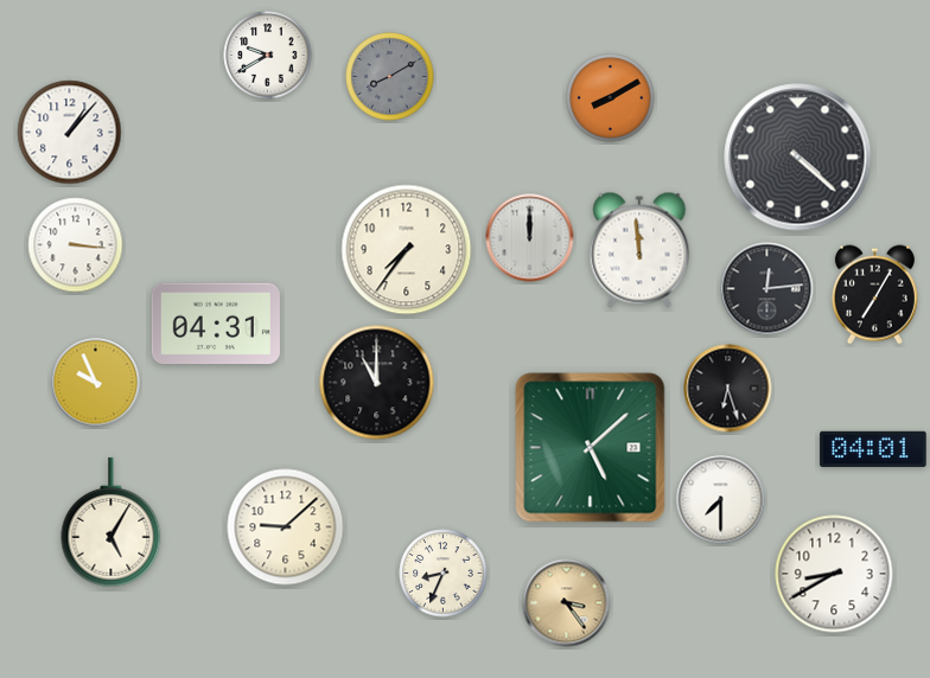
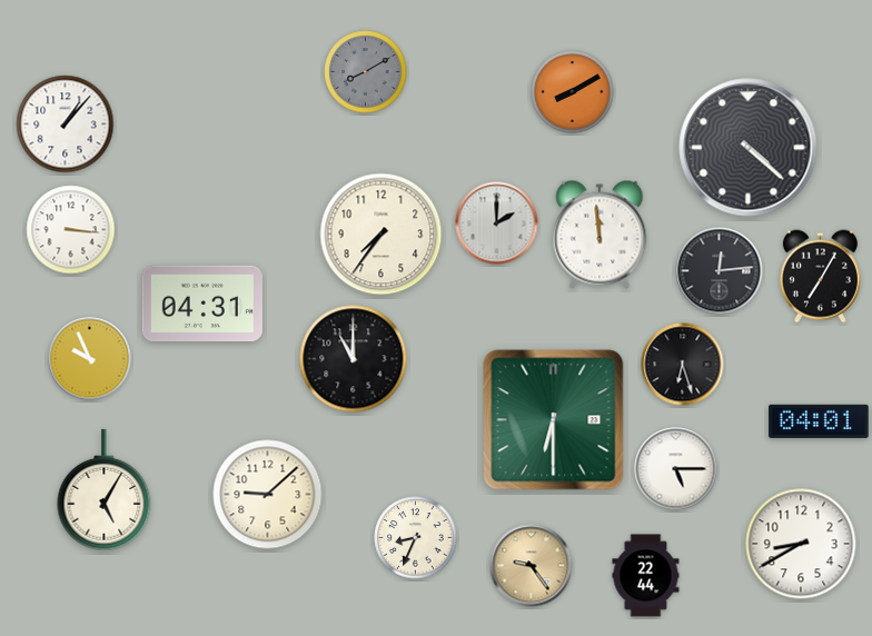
clock at (268, 56): 9:40 -> none
clock at (530, 238): 12:00 -> 2:00
clock at (591, 448): 5:08 -> 6:30
clock at (721, 500): 7:30 -> 5:15
clock at (834, 574) position: (834, 574) -> (801, 544)
clock at (567, 603): 3:24 -> 9:24
clock at (646, 576): none -> 22:44
